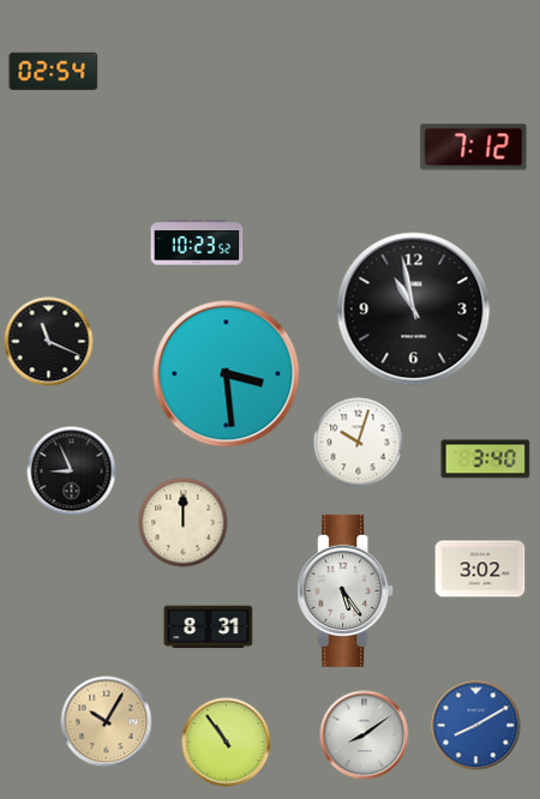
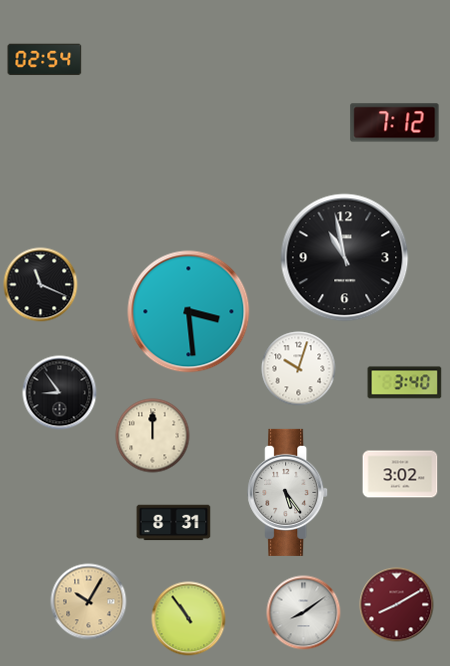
clock at (197, 242): 10:23 -> none
clock at (72, 471): 8:56 -> 8:54
clock at (476, 726) dial: blue -> burgundy
